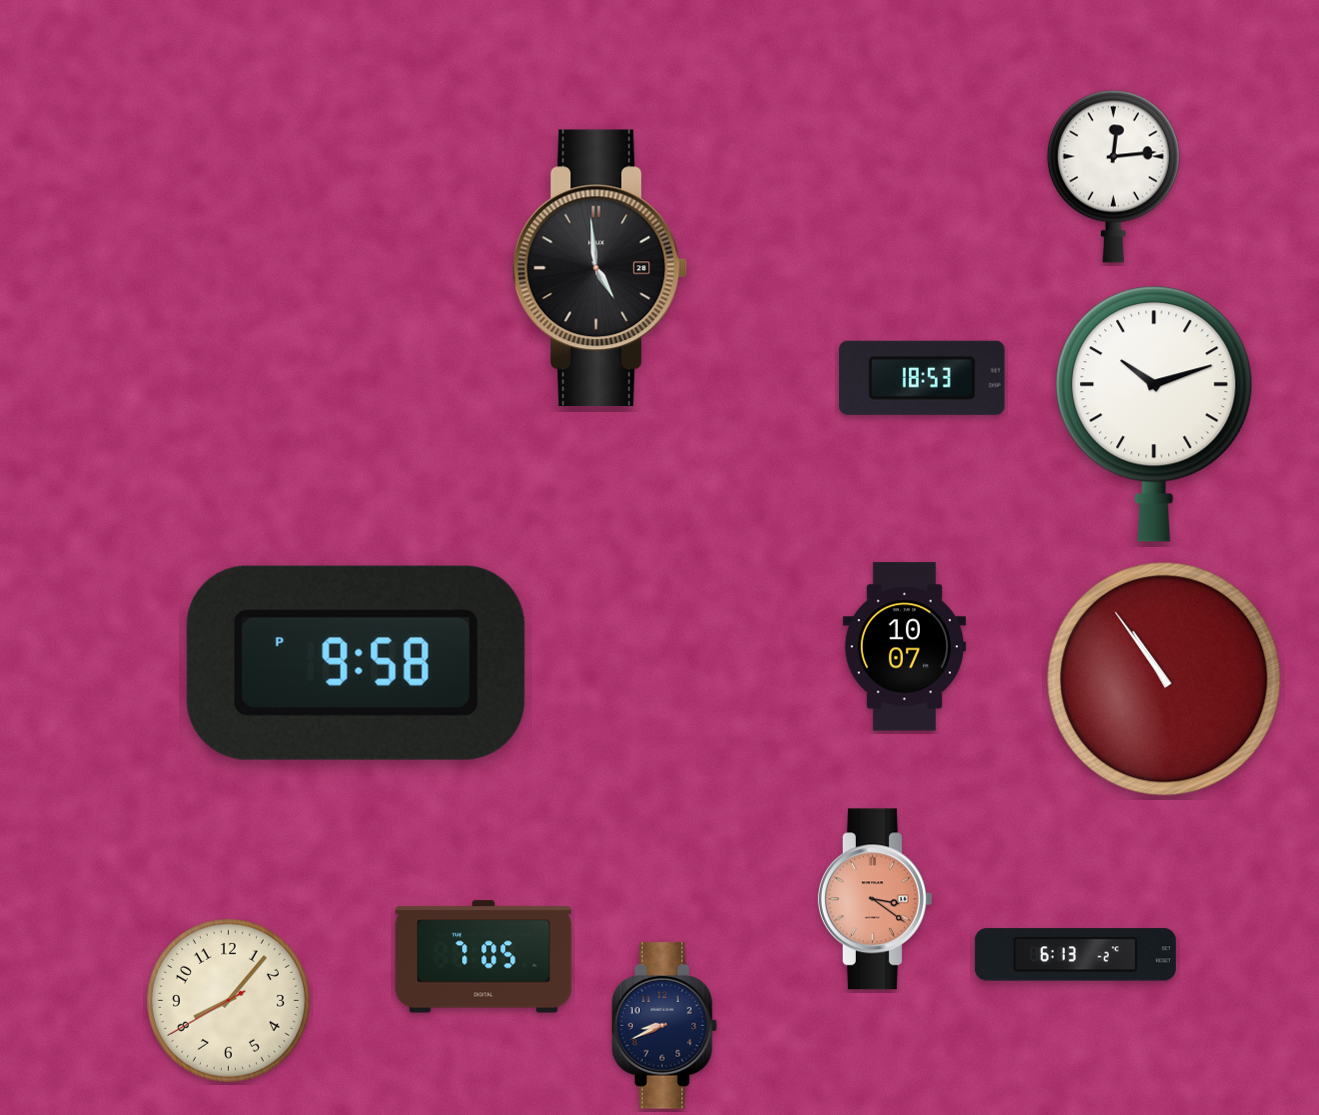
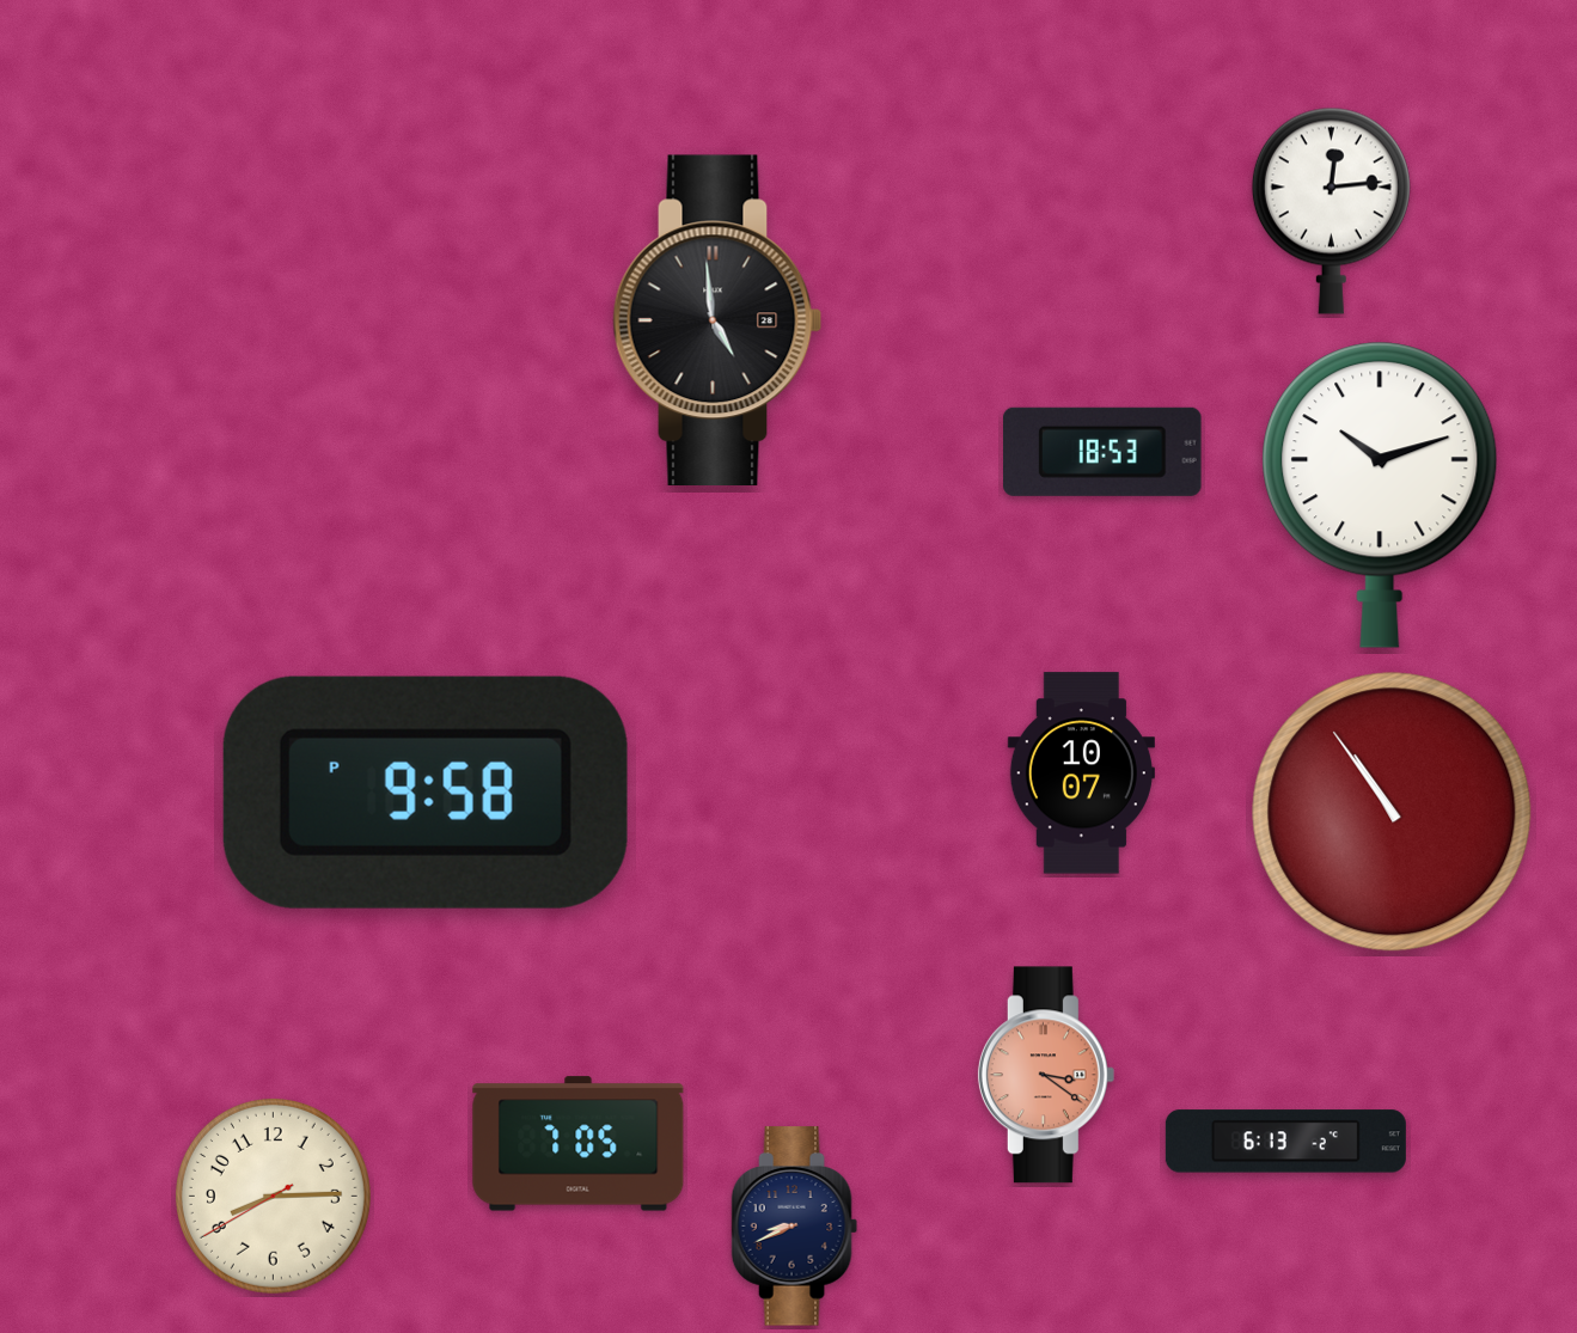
clock at (228, 1000): 8:06 -> 8:14
